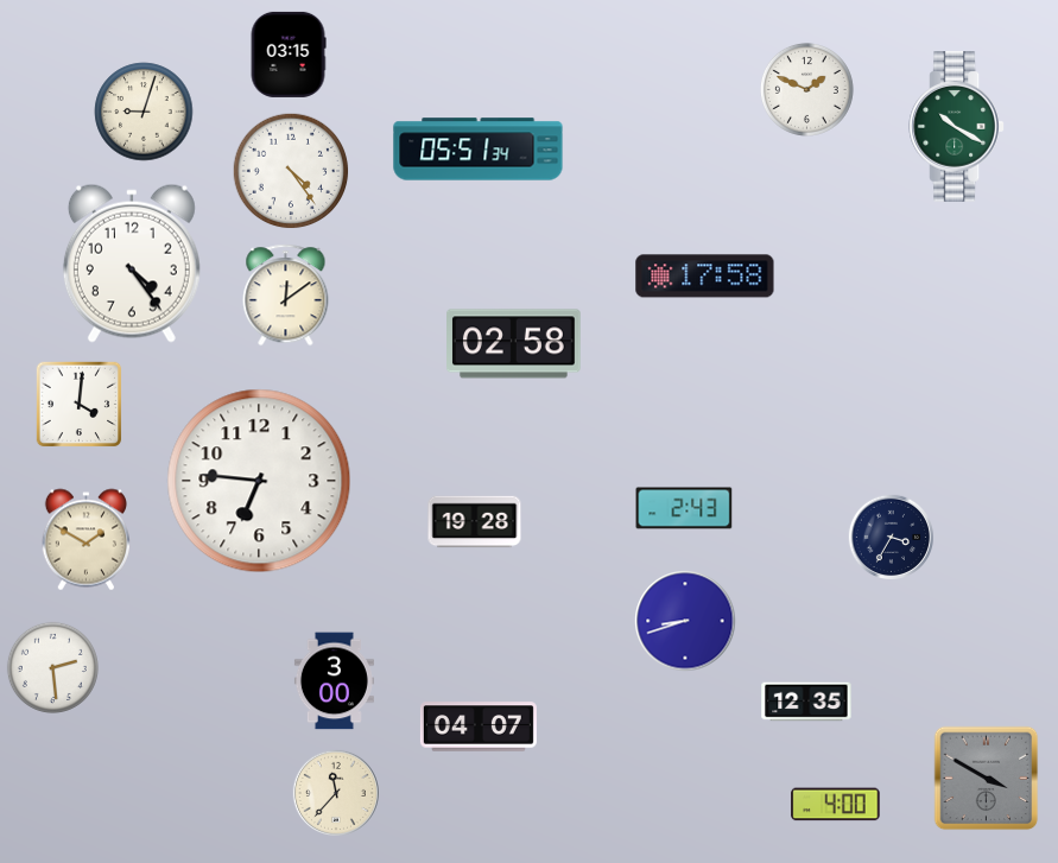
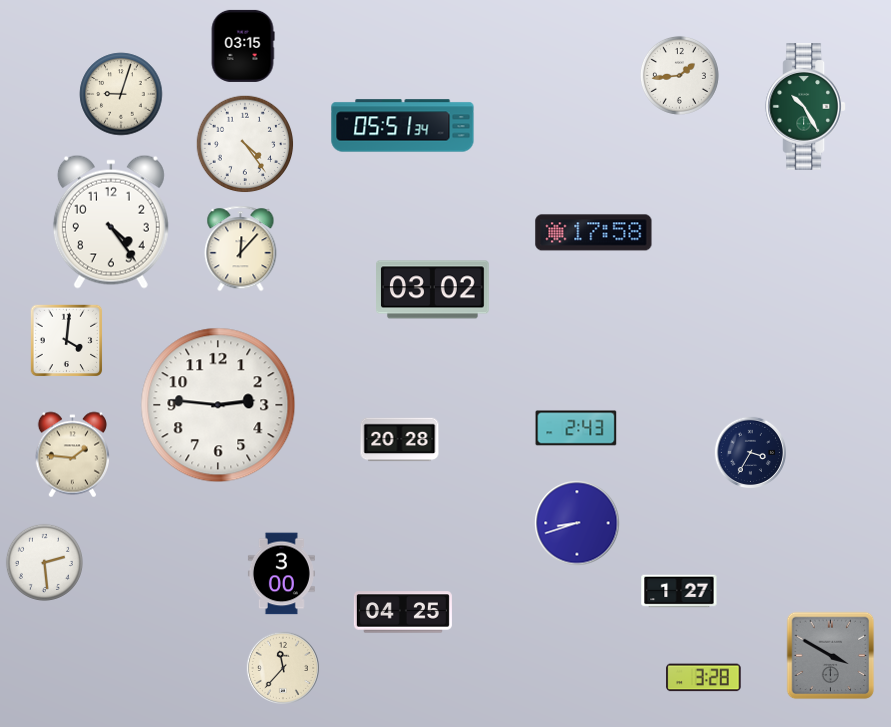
clock at (806, 89): 1:49 -> 1:44
clock at (957, 127): 10:20 -> 10:25
clock at (286, 296): 12:09 -> 12:07
clock at (514, 344): 02:58 -> 03:02
clock at (259, 481): 6:46 -> 2:46
clock at (475, 522): 19:28 -> 20:28
clock at (85, 540): 1:50 -> 1:46
clock at (806, 702): 12:35 -> 1:27
clock at (479, 726): 04:07 -> 04:25
clock at (836, 805): 4:00 -> 3:28
